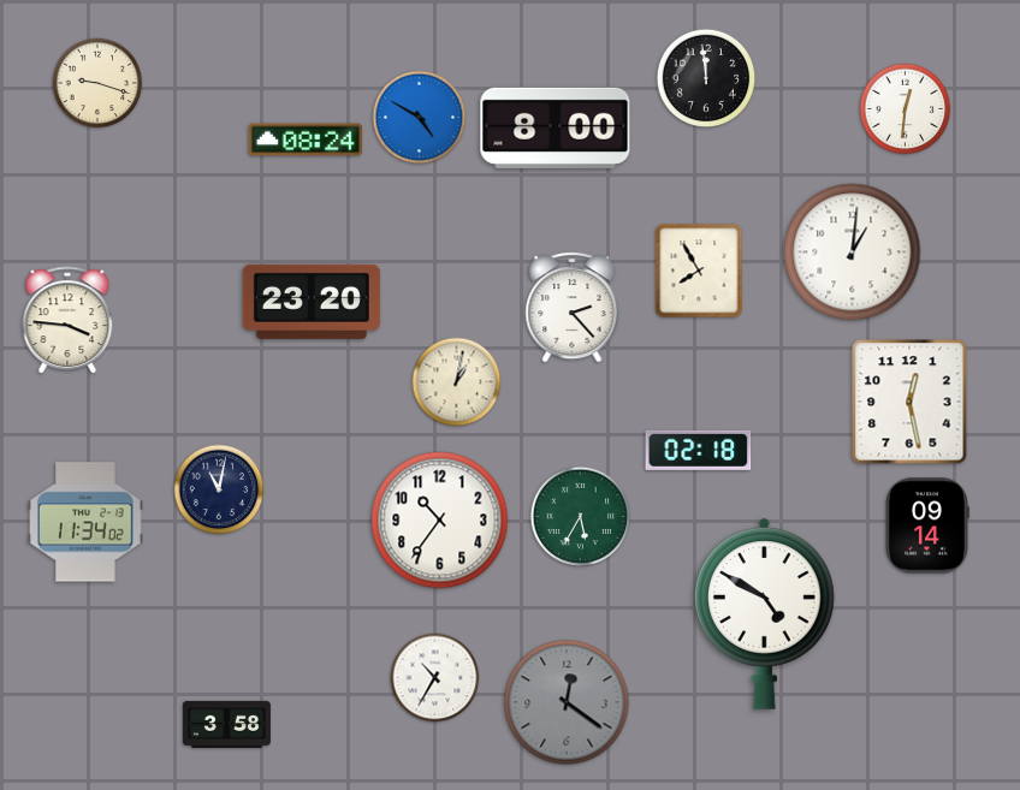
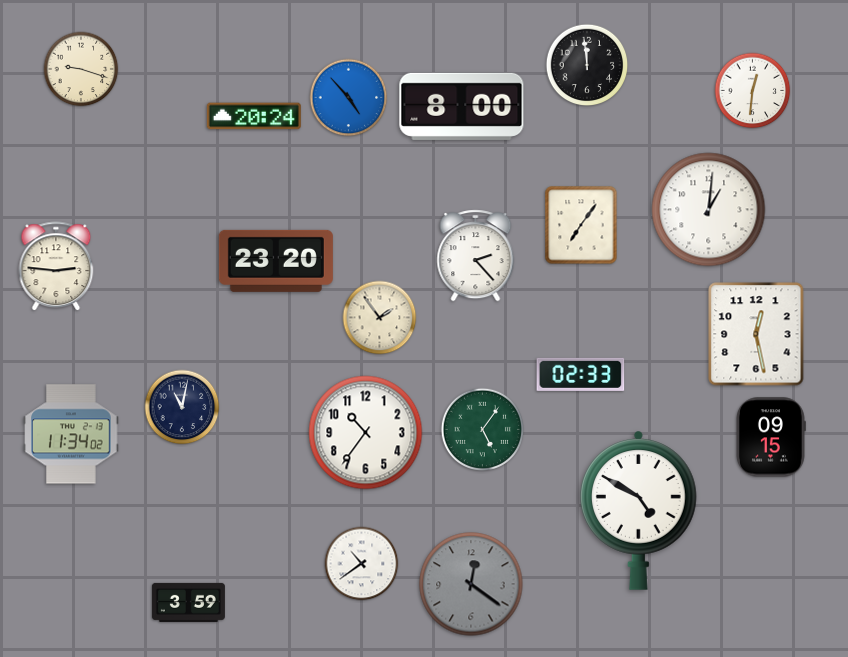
clock at (420, 118): 4:50 -> 4:53
clock at (306, 139): 08:24 -> 20:24
clock at (699, 271): 7:55 -> 7:06
clock at (312, 302) position: (312, 302) -> (276, 261)
clock at (67, 321): 3:46 -> 2:46
clock at (457, 382): 1:02 -> 1:54
clock at (699, 450): 02:18 -> 02:33
clock at (580, 516): 5:35 -> 5:06
clock at (927, 525): 09:14 -> 09:15
clock at (765, 613) position: (765, 613) -> (639, 510)
clock at (435, 678): 10:35 -> 10:39
clock at (226, 724): 3:58 -> 3:59
